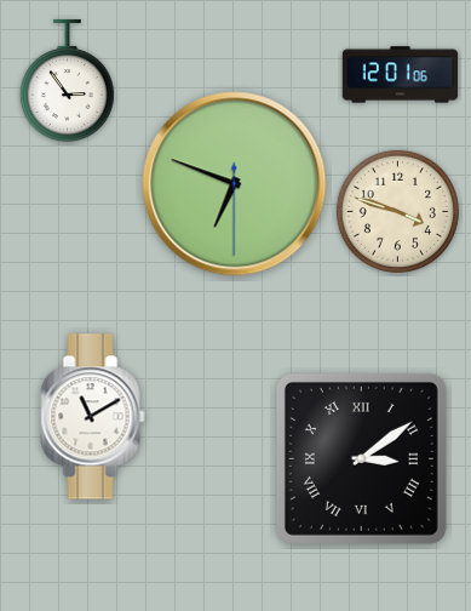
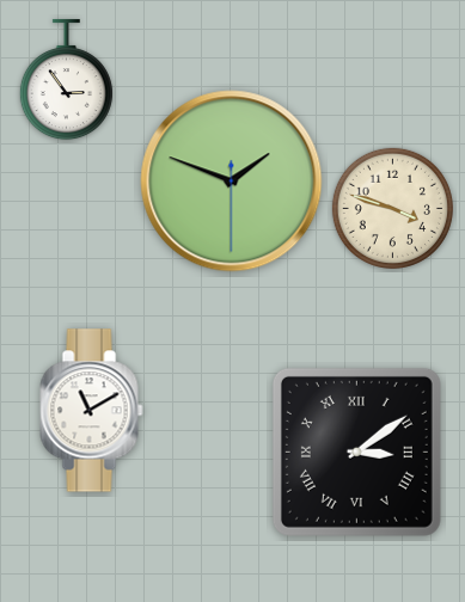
clock at (401, 75): 12:01 -> none
clock at (235, 184): 6:48 -> 1:48
